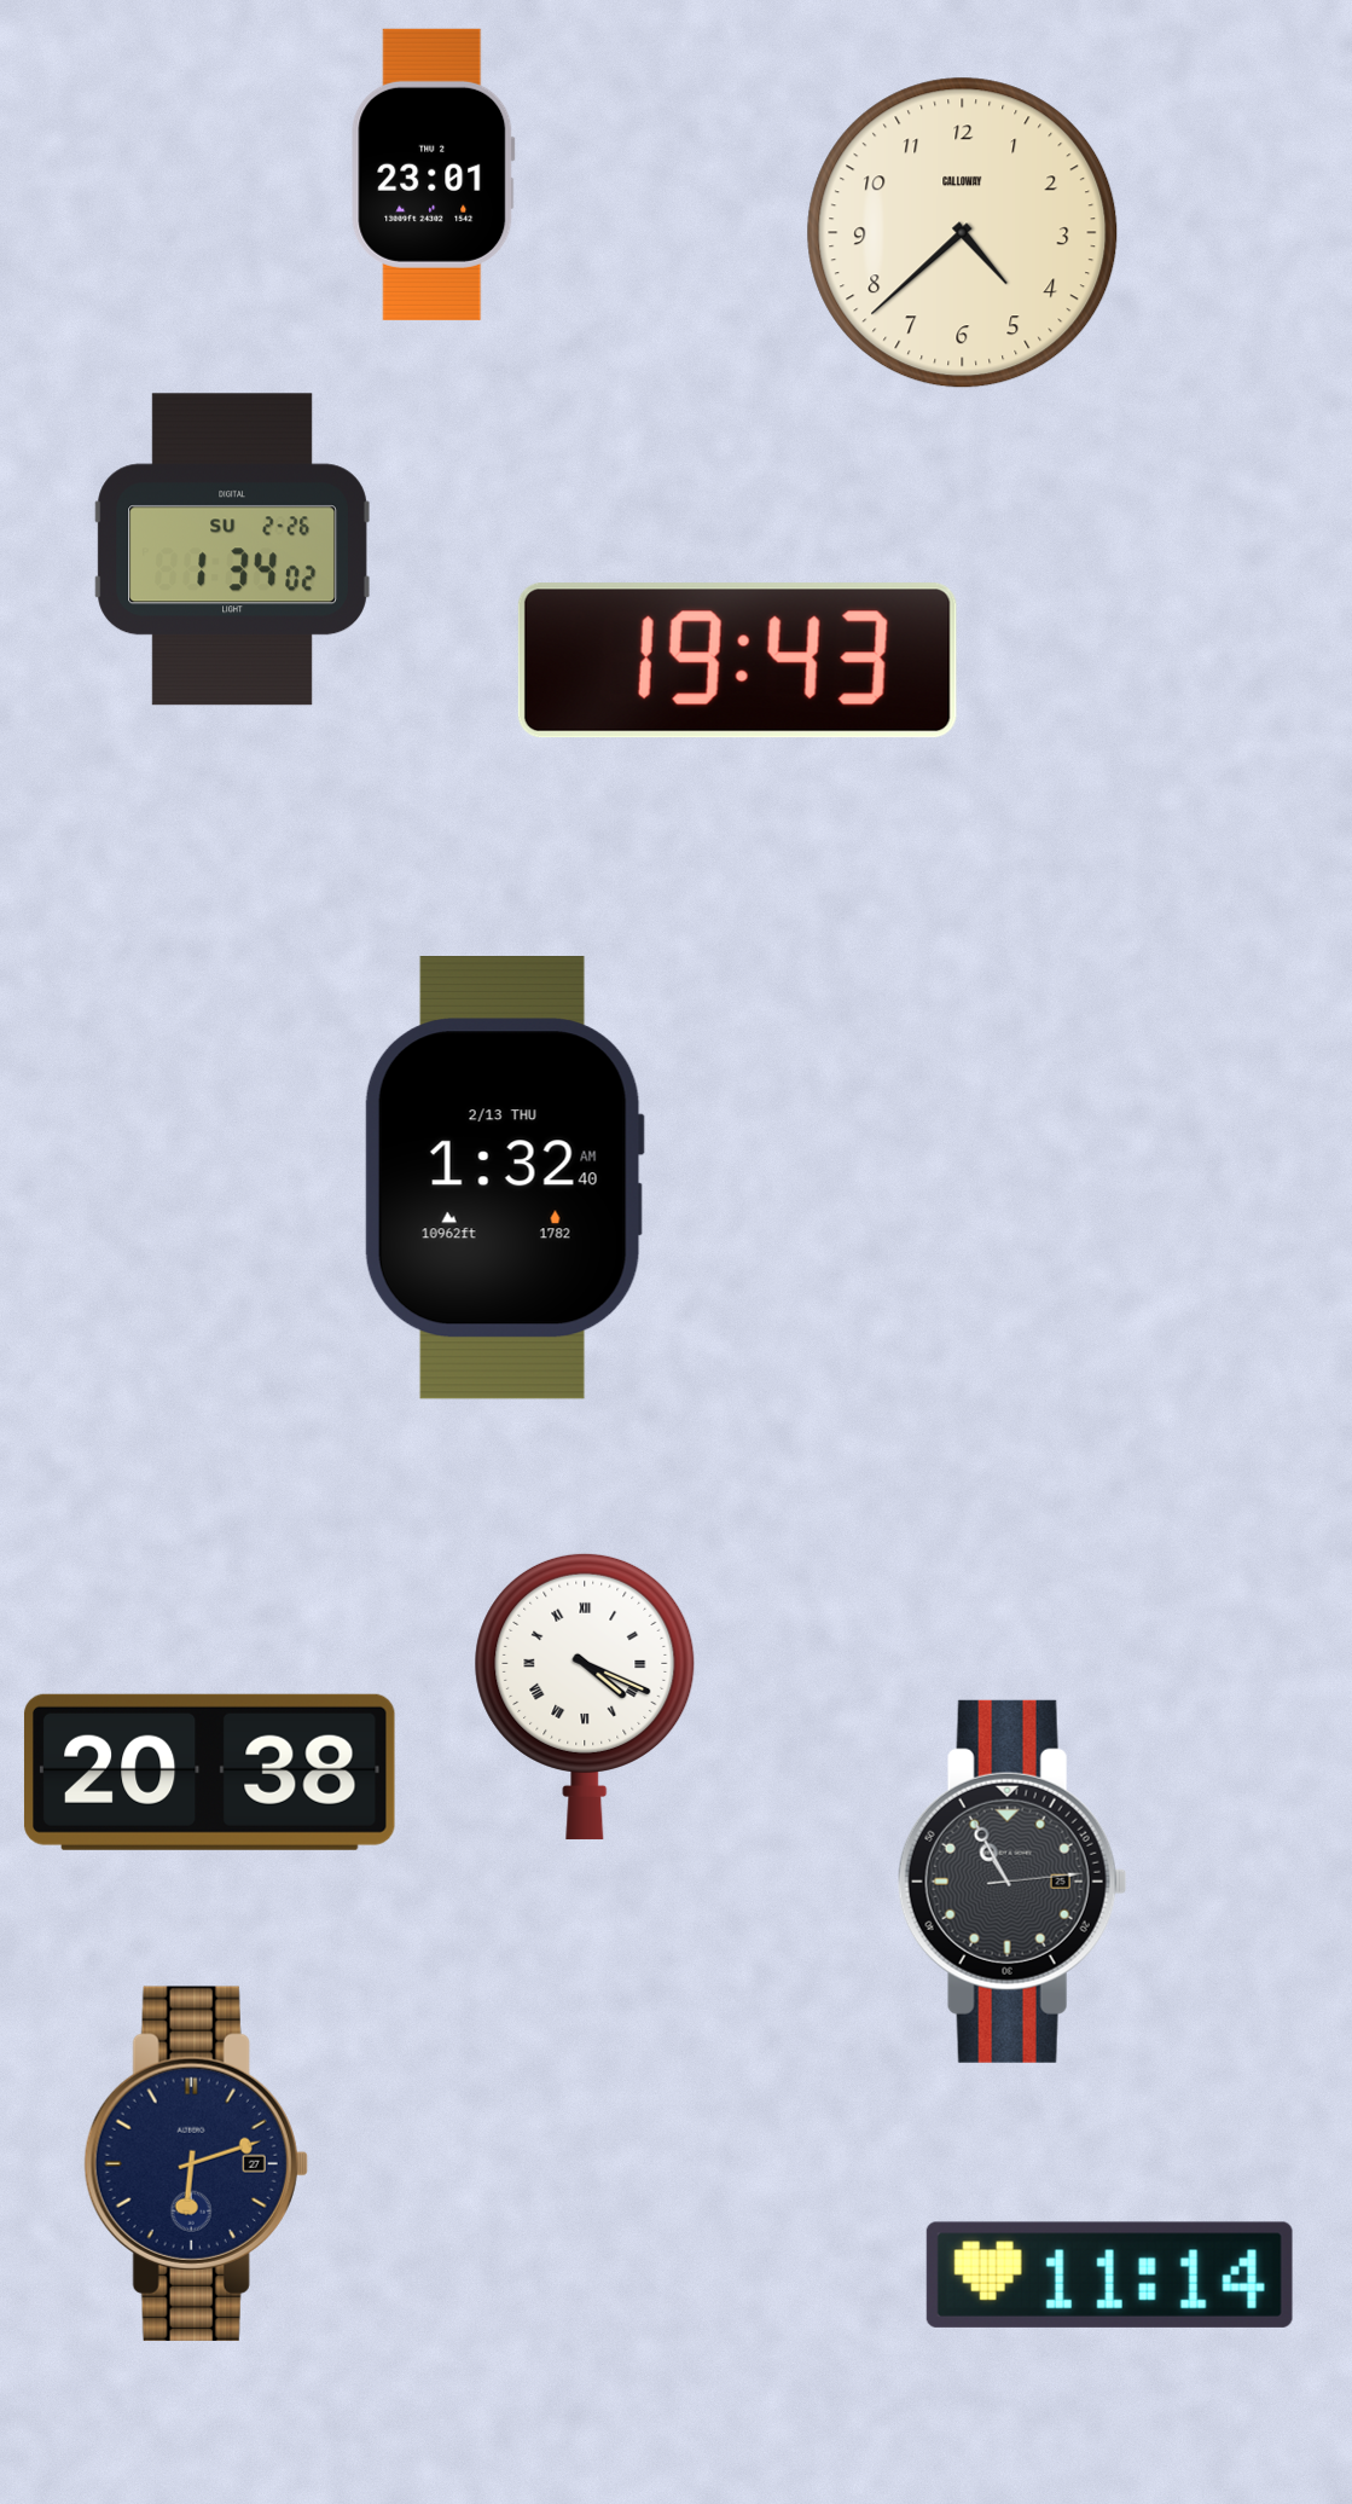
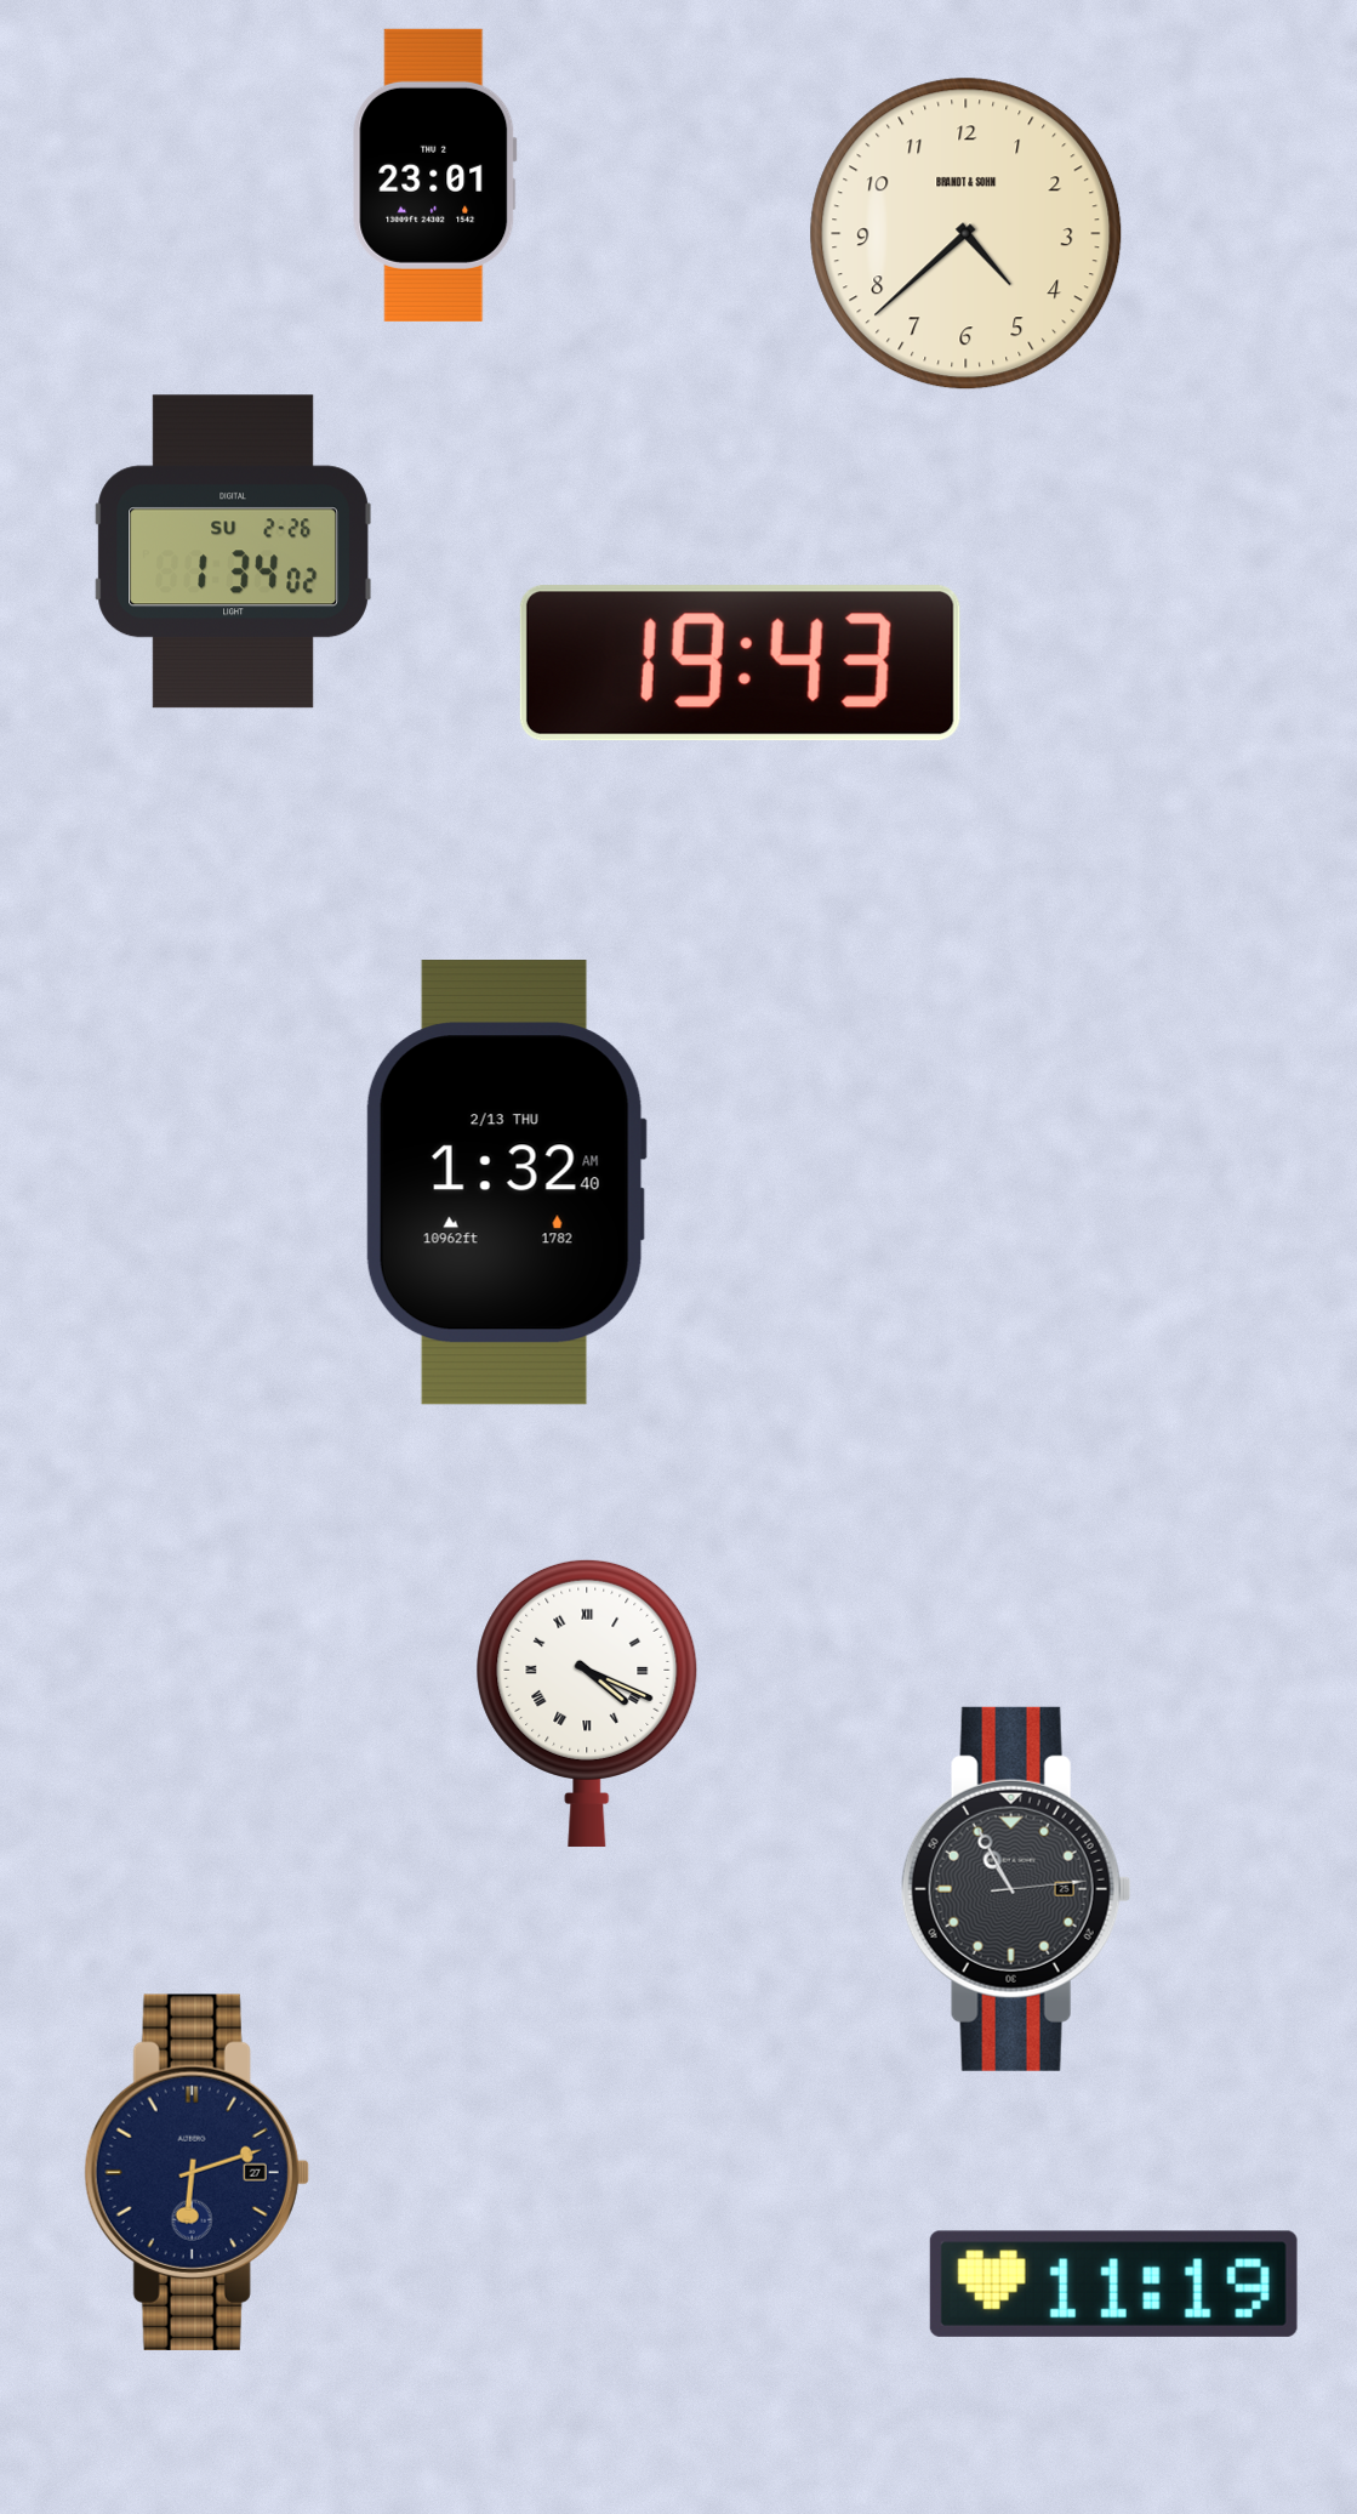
clock at (963, 233) brand: CALLOWAY -> BRANDT & SOHN
clock at (209, 1772): 20:38 -> none
clock at (1109, 2274): 11:14 -> 11:19
